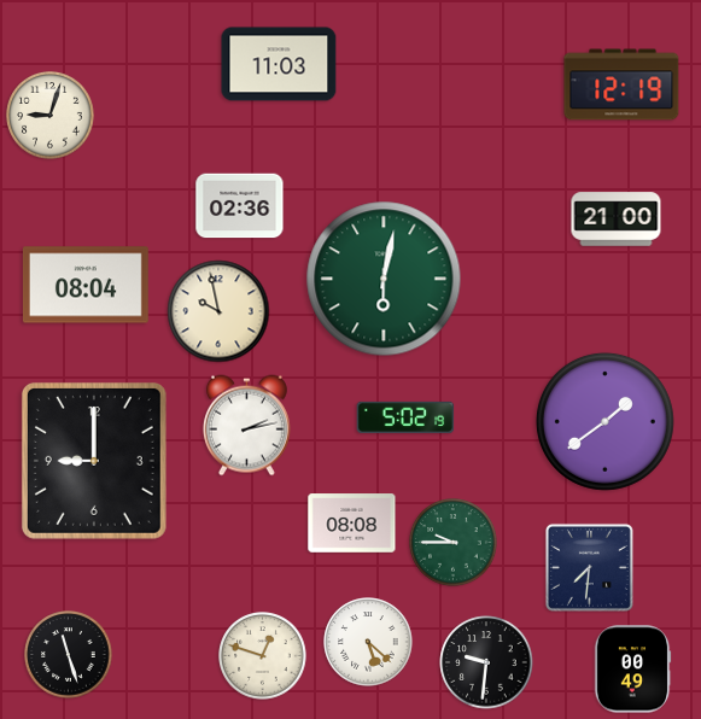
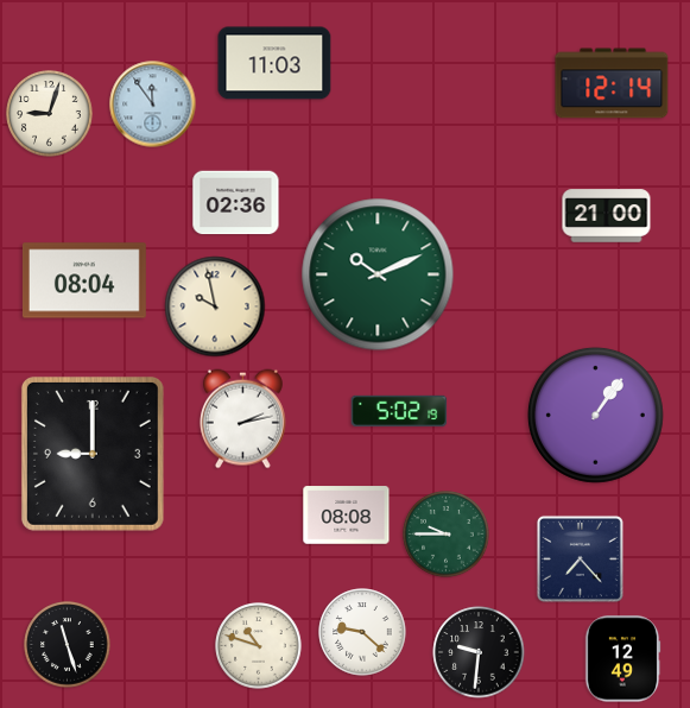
clock at (621, 84): 12:19 -> 12:14
clock at (153, 105): none -> 11:54
clock at (384, 279): 6:02 -> 10:11
clock at (604, 421): 1:39 -> 1:06
clock at (589, 567): 7:31 -> 7:23
clock at (368, 642): 5:22 -> 9:22
clock at (263, 656): 12:48 -> 10:48
clock at (632, 670): 00:49 -> 12:49
